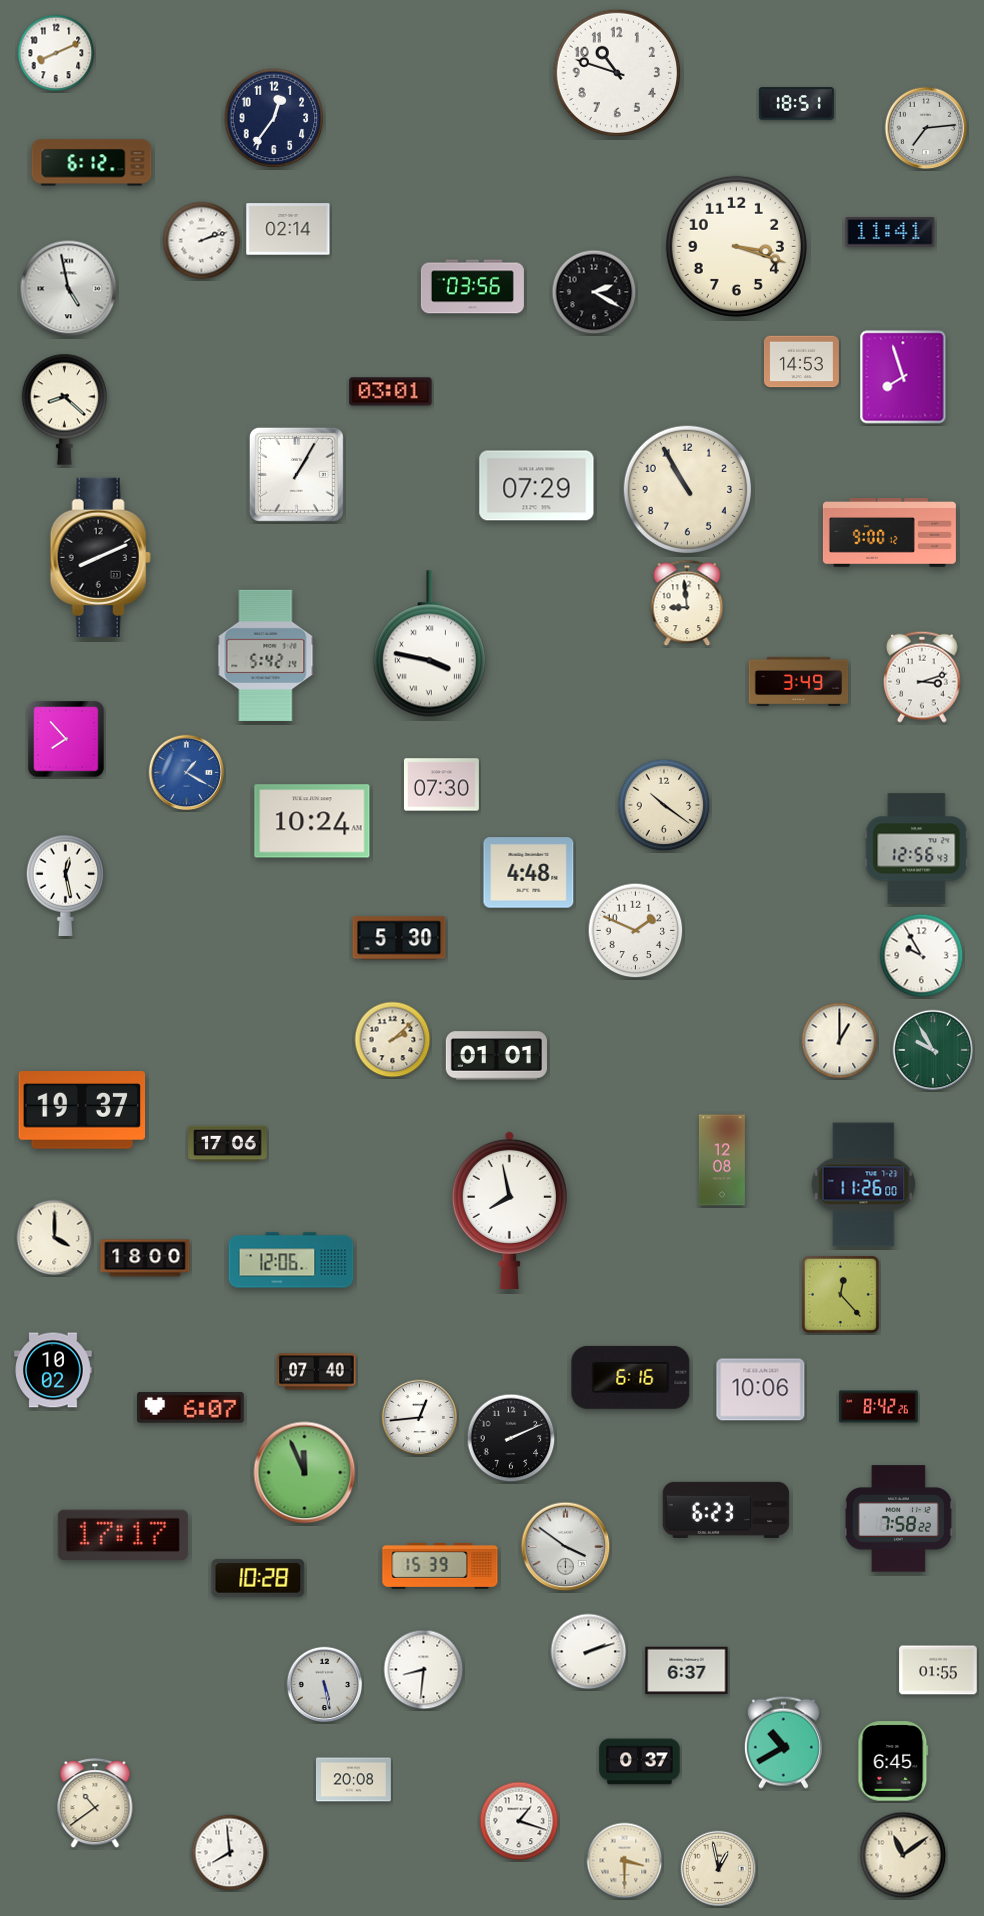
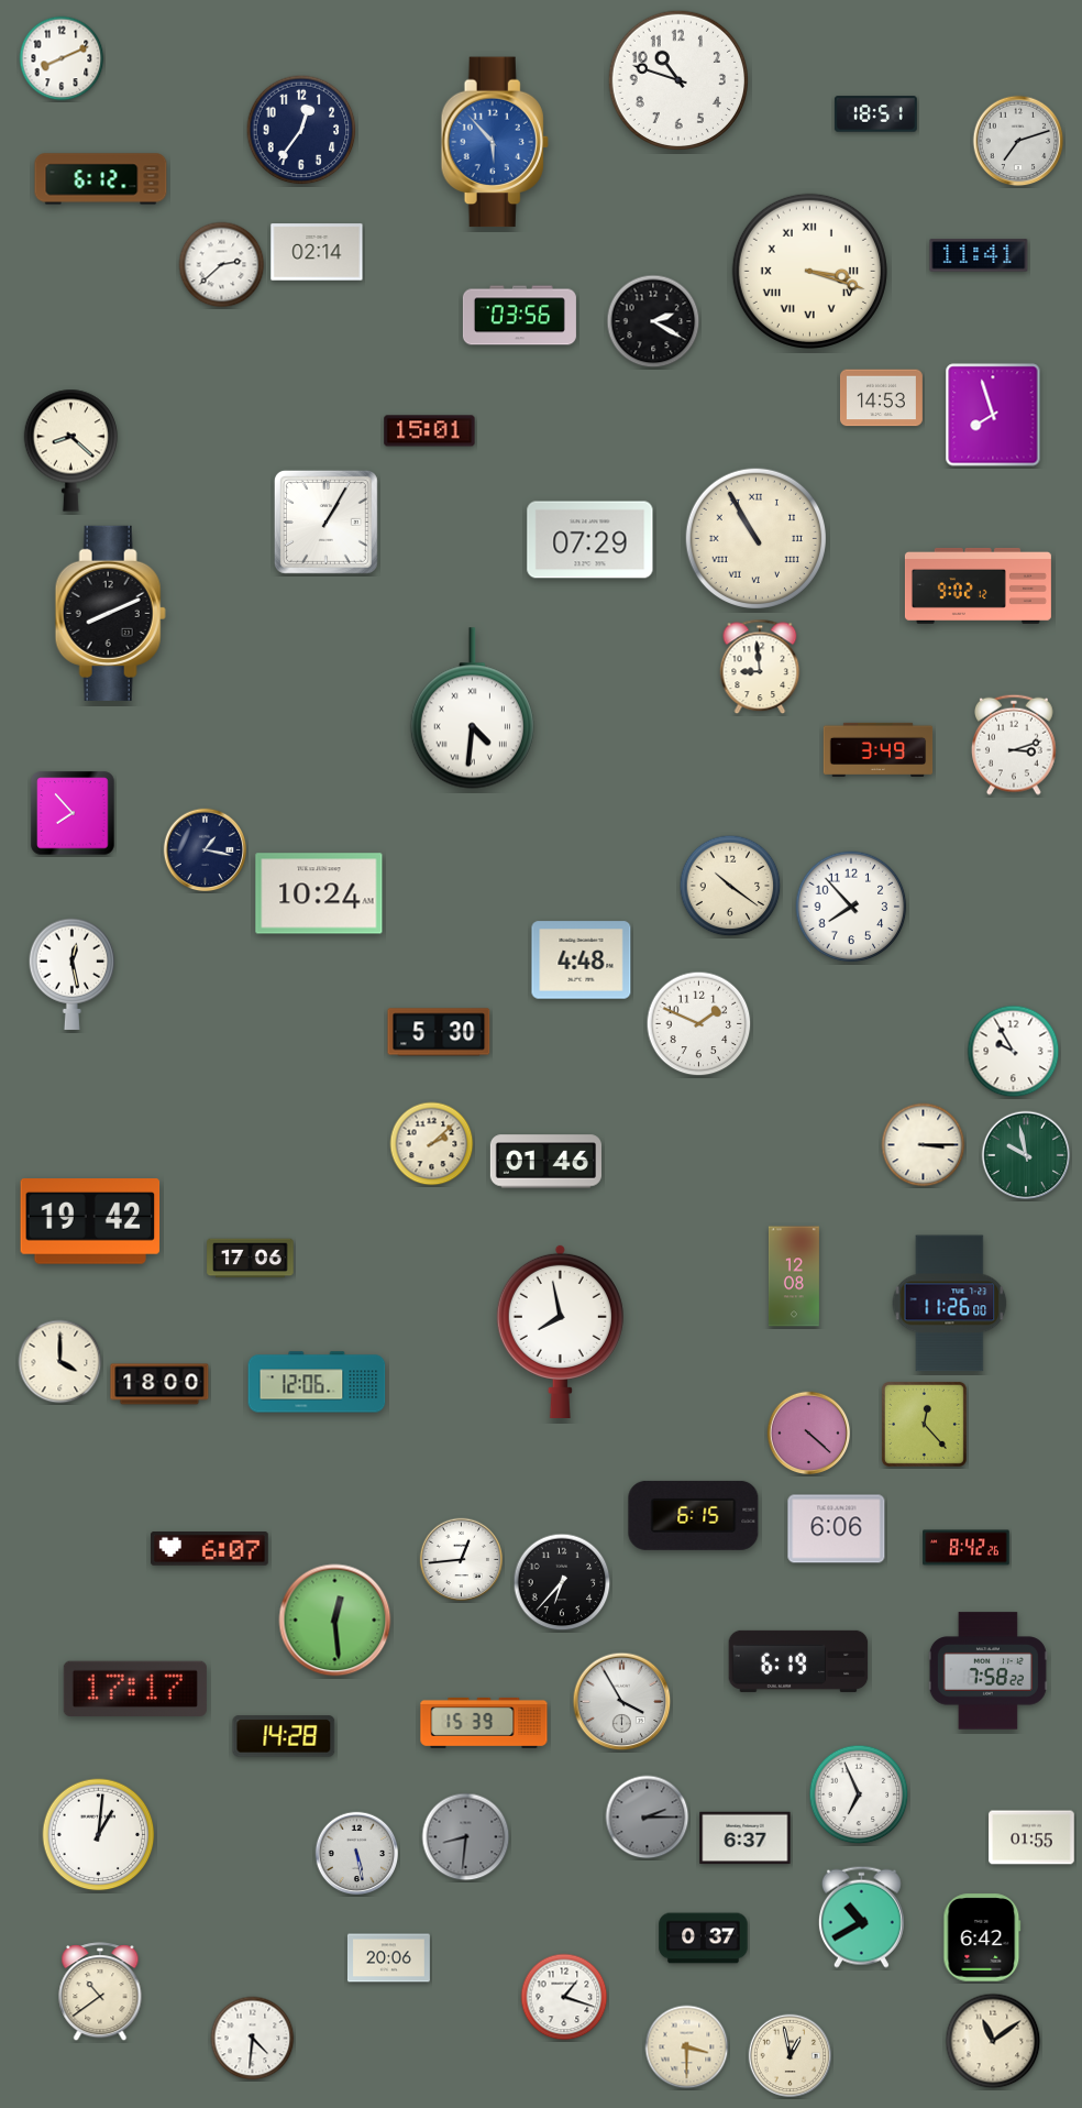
clock at (926, 128): 7:14 -> 7:12
clock at (495, 142): none -> 5:53
clock at (202, 241): 2:12 -> 2:38
clock at (736, 246) numerals: Arabic -> Roman
clock at (69, 289): 4:58 -> none
clock at (391, 392): 03:01 -> 15:01
clock at (537, 486) position: (537, 486) -> (590, 540)
clock at (687, 489) numerals: Arabic -> Roman
clock at (889, 532): 9:00 -> 9:02
clock at (687, 603) position: (687, 603) -> (760, 667)
clock at (429, 644): 3:47 -> 4:31
clock at (266, 655): 5:42 -> none
clock at (187, 773): 1:20 -> 1:17
clock at (187, 773) dial: blue -> navy
clock at (441, 785): 07:30 -> none
clock at (312, 821) position: (312, 821) -> (319, 893)
clock at (851, 907): none -> 7:53
clock at (917, 849): 12:56 -> none
clock at (840, 1041): 1:00 -> 3:15
clock at (933, 1050): 9:55 -> 9:58
clock at (496, 1056): 01:01 -> 01:46
clock at (82, 1111): 19:37 -> 19:42
clock at (291, 1260) position: (291, 1260) -> (317, 1382)
clock at (809, 1434): none -> 4:22
clock at (53, 1370): 10:02 -> none
clock at (317, 1372): 07:40 -> none
clock at (631, 1377): 6:16 -> 6:15
clock at (761, 1390): 10:06 -> 6:06
clock at (511, 1438): 2:11 -> 6:37
clock at (305, 1473): 11:56 -> 12:29
clock at (726, 1510): 6:23 -> 6:19
clock at (566, 1547): 3:51 -> 3:55
clock at (258, 1578): 10:28 -> 14:28
clock at (859, 1794): none -> 6:56
clock at (589, 1652): 2:12 -> 2:15
clock at (589, 1652) dial: white -> grey
clock at (99, 1835): none -> 1:01
clock at (424, 1670) dial: white -> grey
clock at (687, 1671) position: (687, 1671) -> (746, 1838)
clock at (893, 1761): 6:45 -> 6:42
clock at (353, 1780): 20:08 -> 20:06
clock at (95, 1804) position: (95, 1804) -> (100, 1992)
clock at (519, 1821) position: (519, 1821) -> (564, 1997)
clock at (230, 1853): 7:59 -> 4:31
